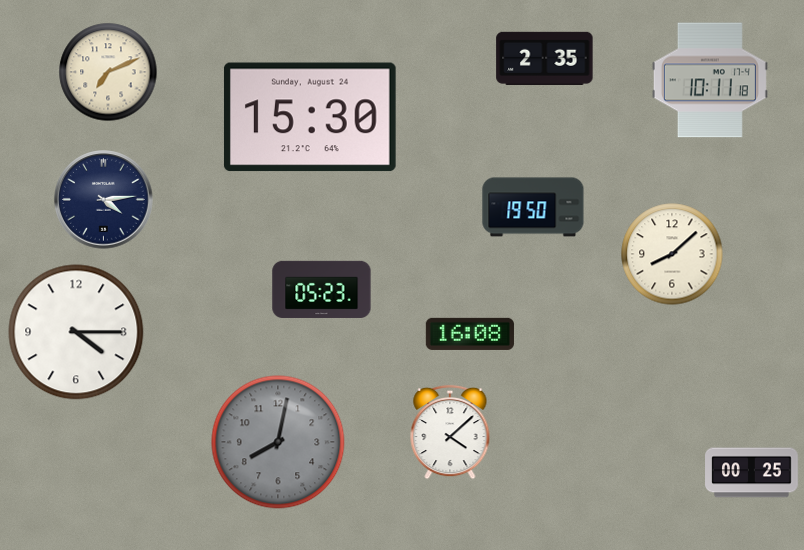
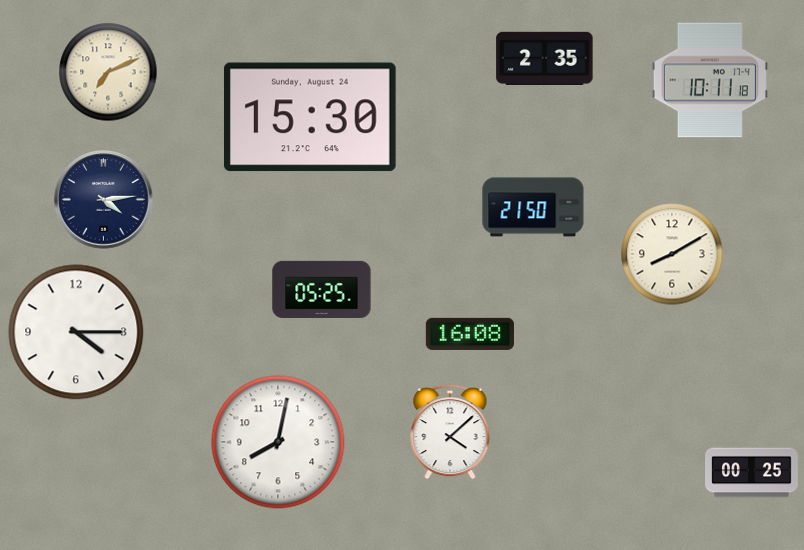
clock at (533, 207): 19:50 -> 21:50
clock at (672, 254): 8:08 -> 8:10
clock at (322, 289): 05:23 -> 05:25
clock at (278, 442) dial: grey -> white
